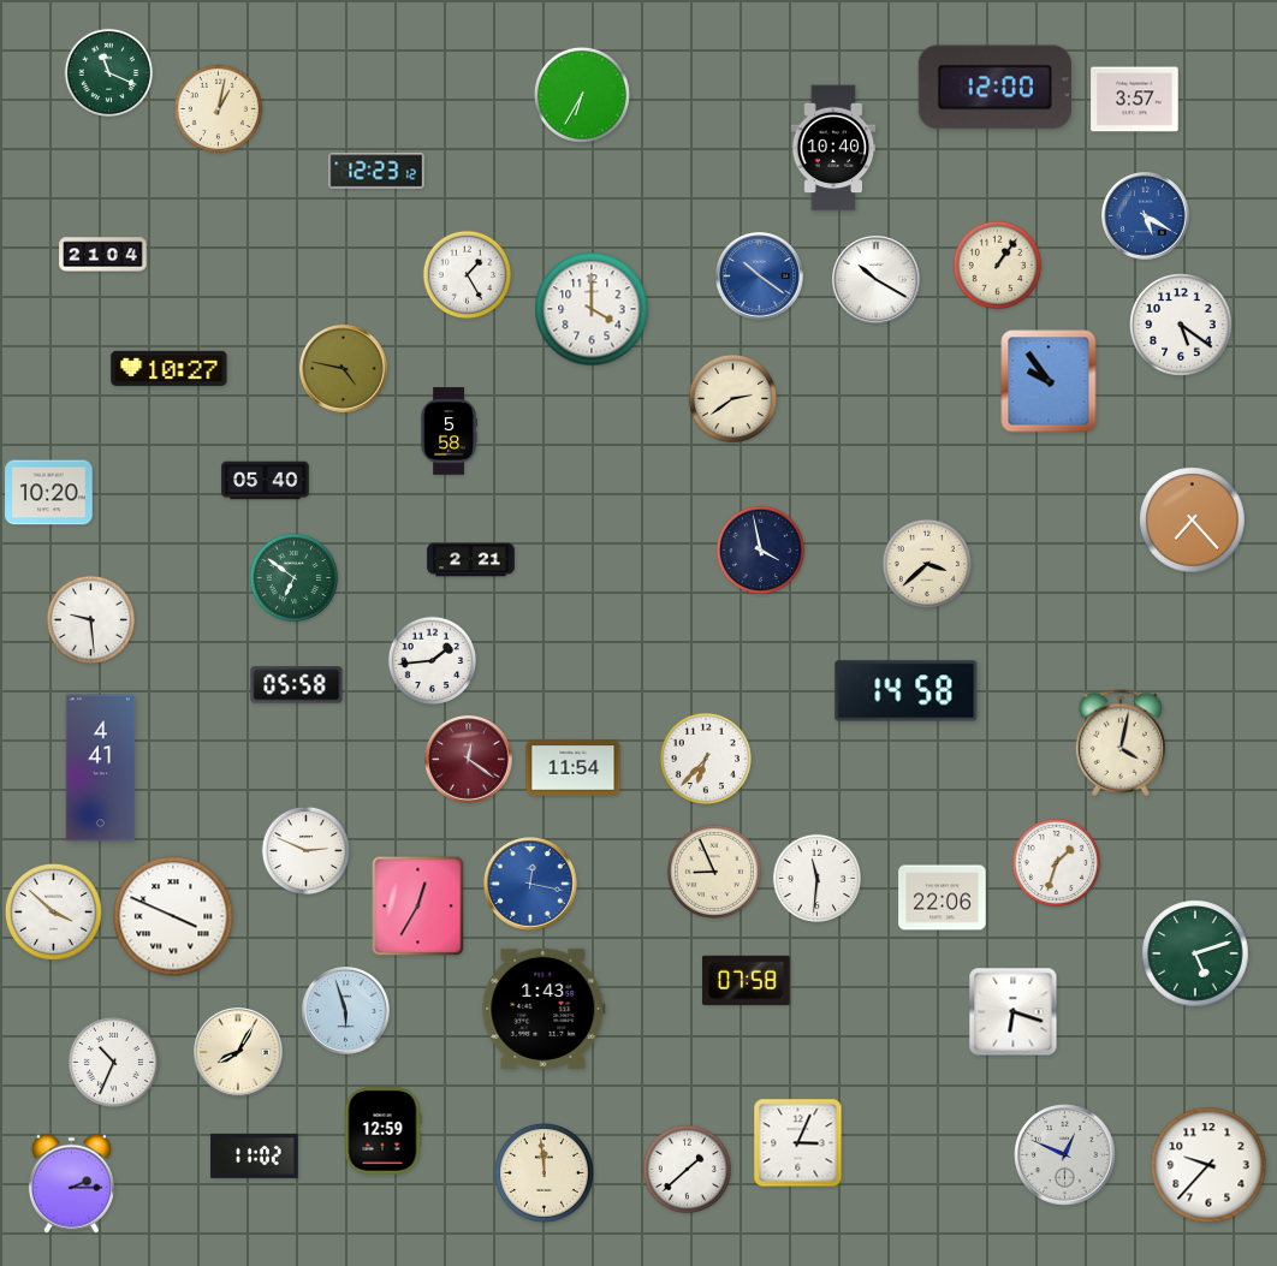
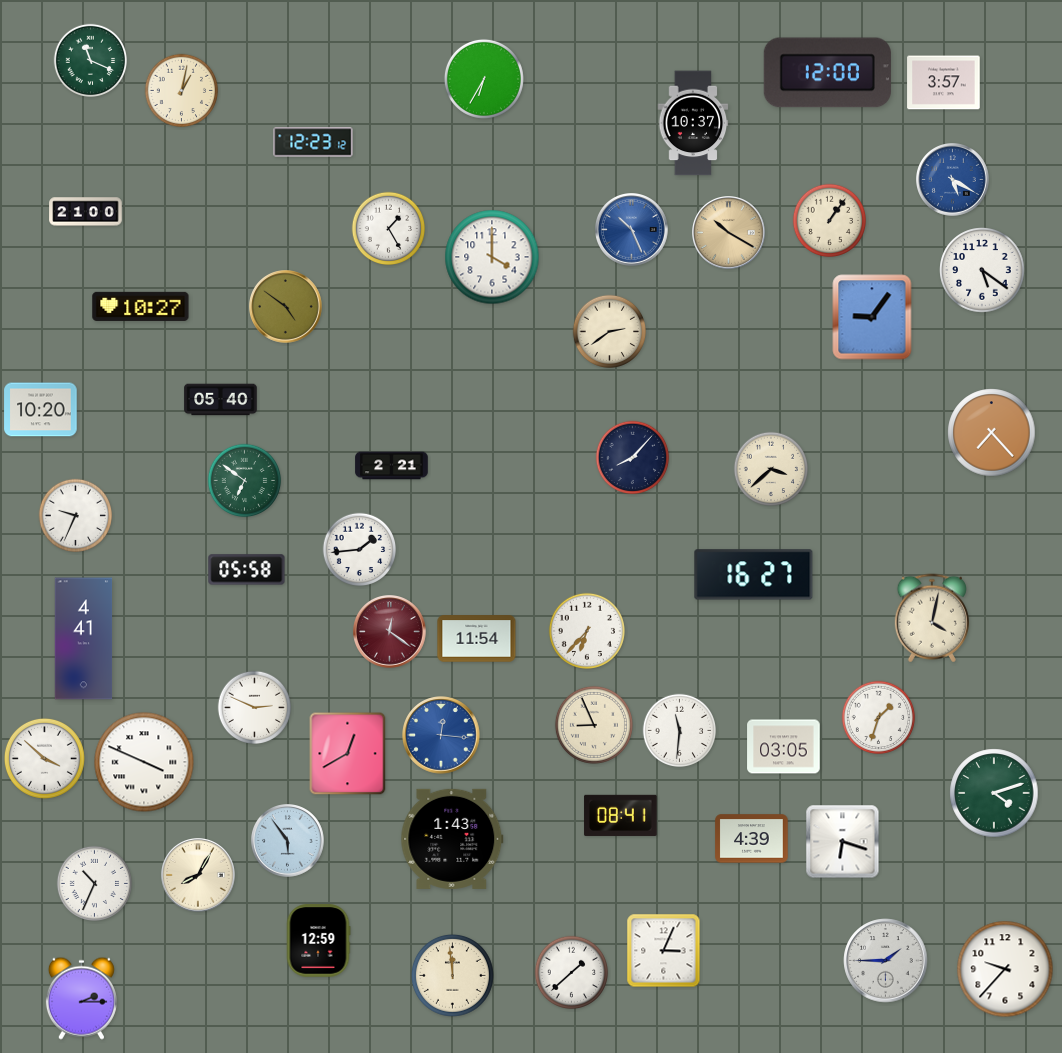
clock at (833, 148): 10:40 -> 10:37
clock at (103, 255): 21:04 -> 21:00
clock at (760, 277): 10:21 -> 10:26
clock at (877, 280) dial: white -> champagne
clock at (344, 369): 4:47 -> 4:51
clock at (1049, 381): 9:54 -> 9:06
clock at (449, 432): 5:58 -> none
clock at (761, 551): 3:58 -> 8:07
clock at (91, 620): 9:29 -> 9:34
clock at (907, 691): 14:58 -> 16:27
clock at (530, 884): 12:17 -> 12:16
clock at (943, 898): 22:06 -> 03:05
clock at (418, 907): 12:35 -> 12:40
clock at (1195, 953): 5:12 -> 4:12
clock at (747, 980): 07:58 -> 08:41
clock at (752, 839): none -> 4:39
clock at (346, 1011): 5:57 -> 5:54
clock at (255, 1155): 11:02 -> none
clock at (1065, 1155): 12:49 -> 1:45
clock at (71, 1183) position: (71, 1183) -> (81, 998)
